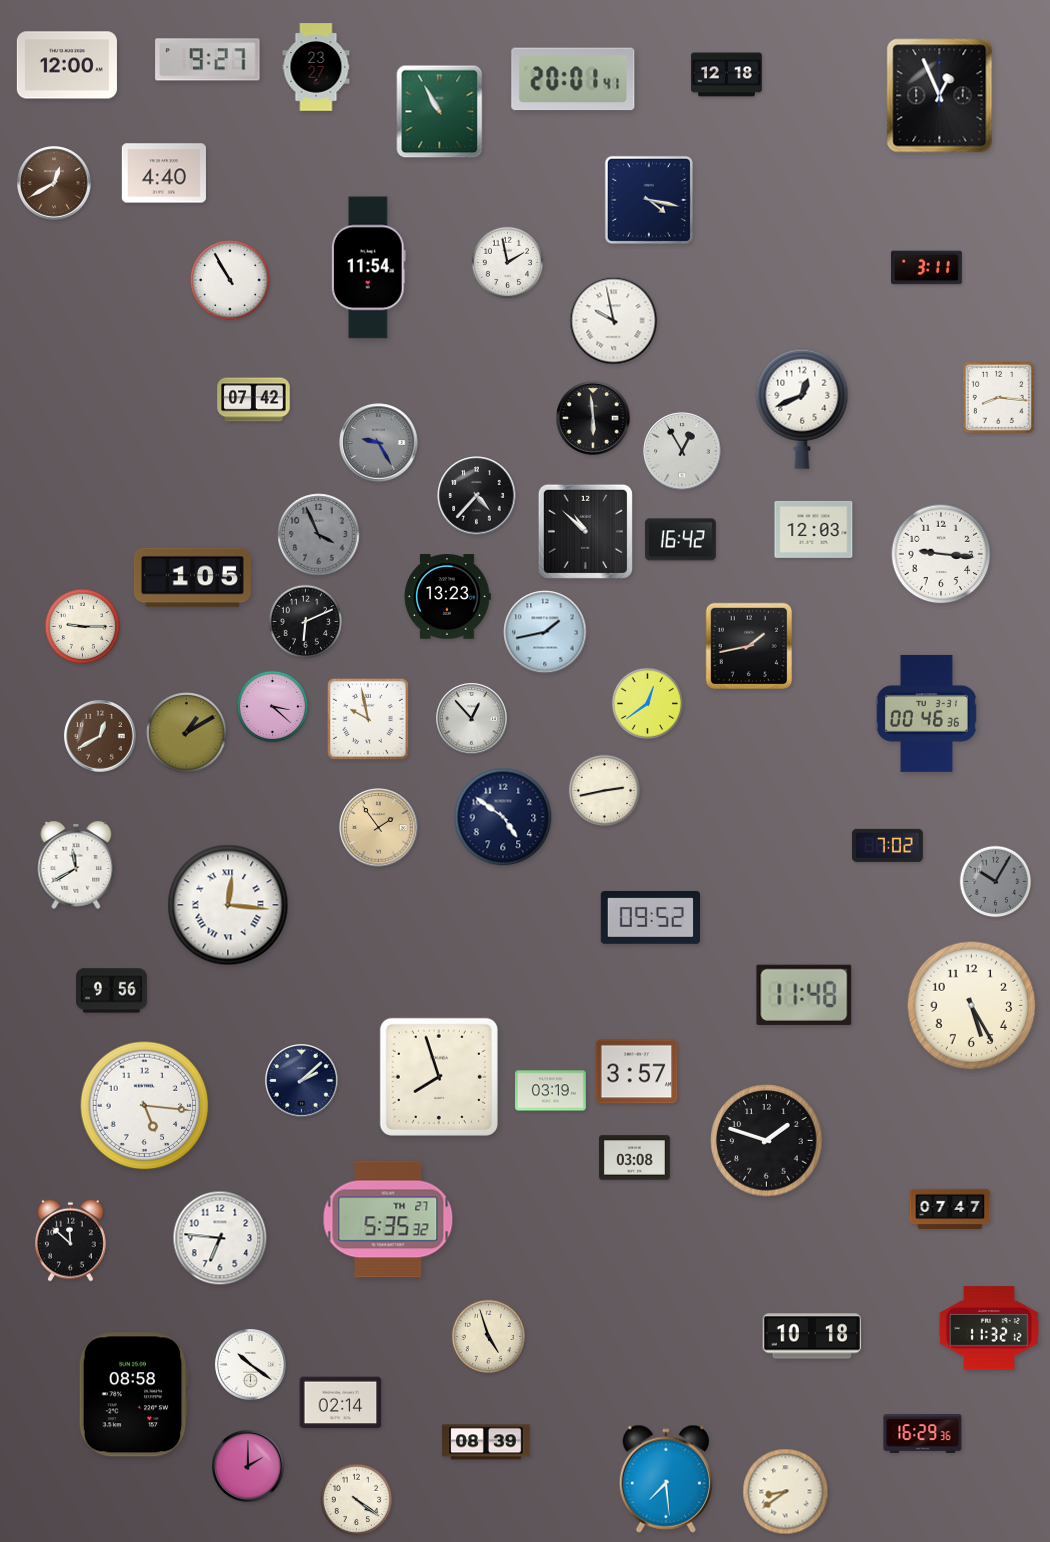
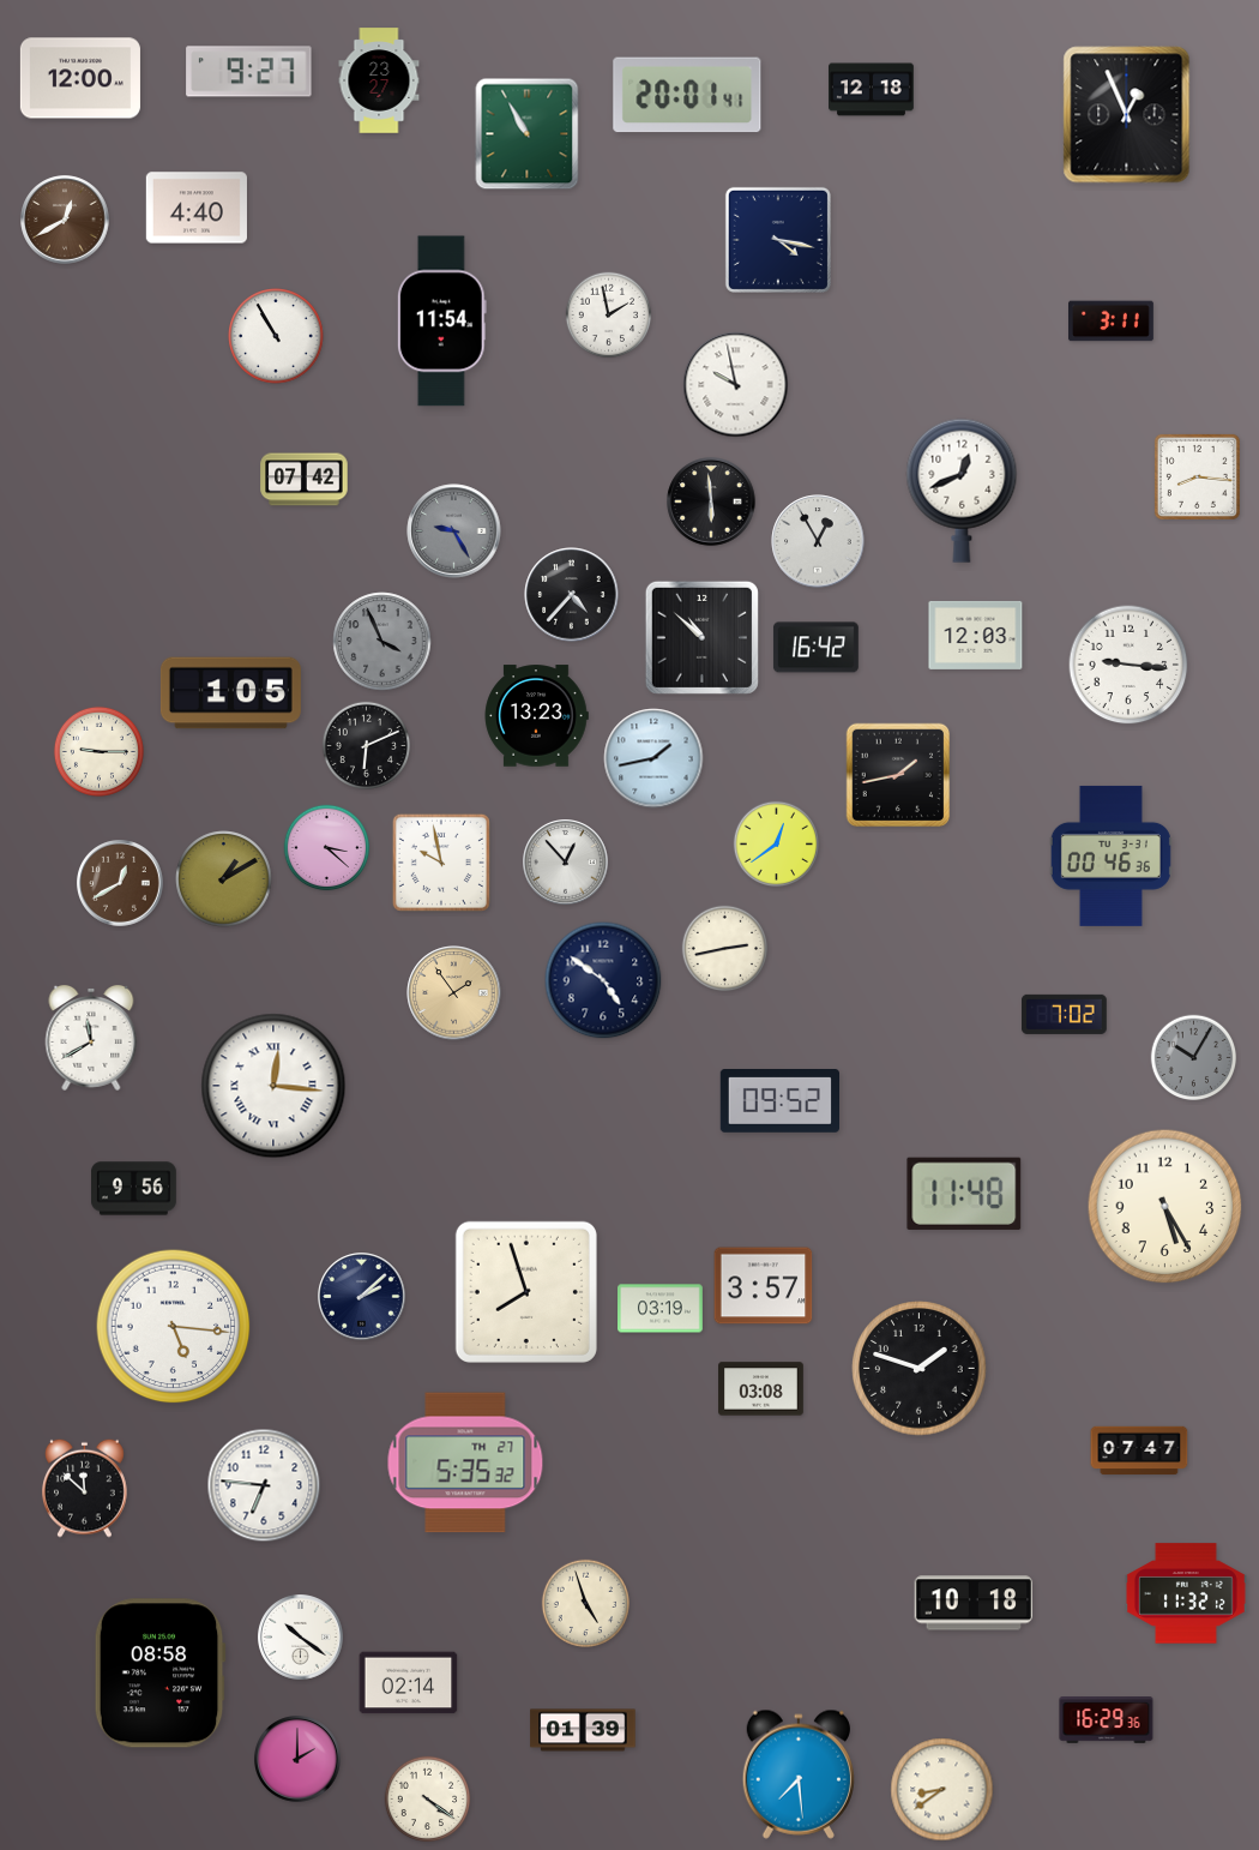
clock at (486, 1442): 08:39 -> 01:39
